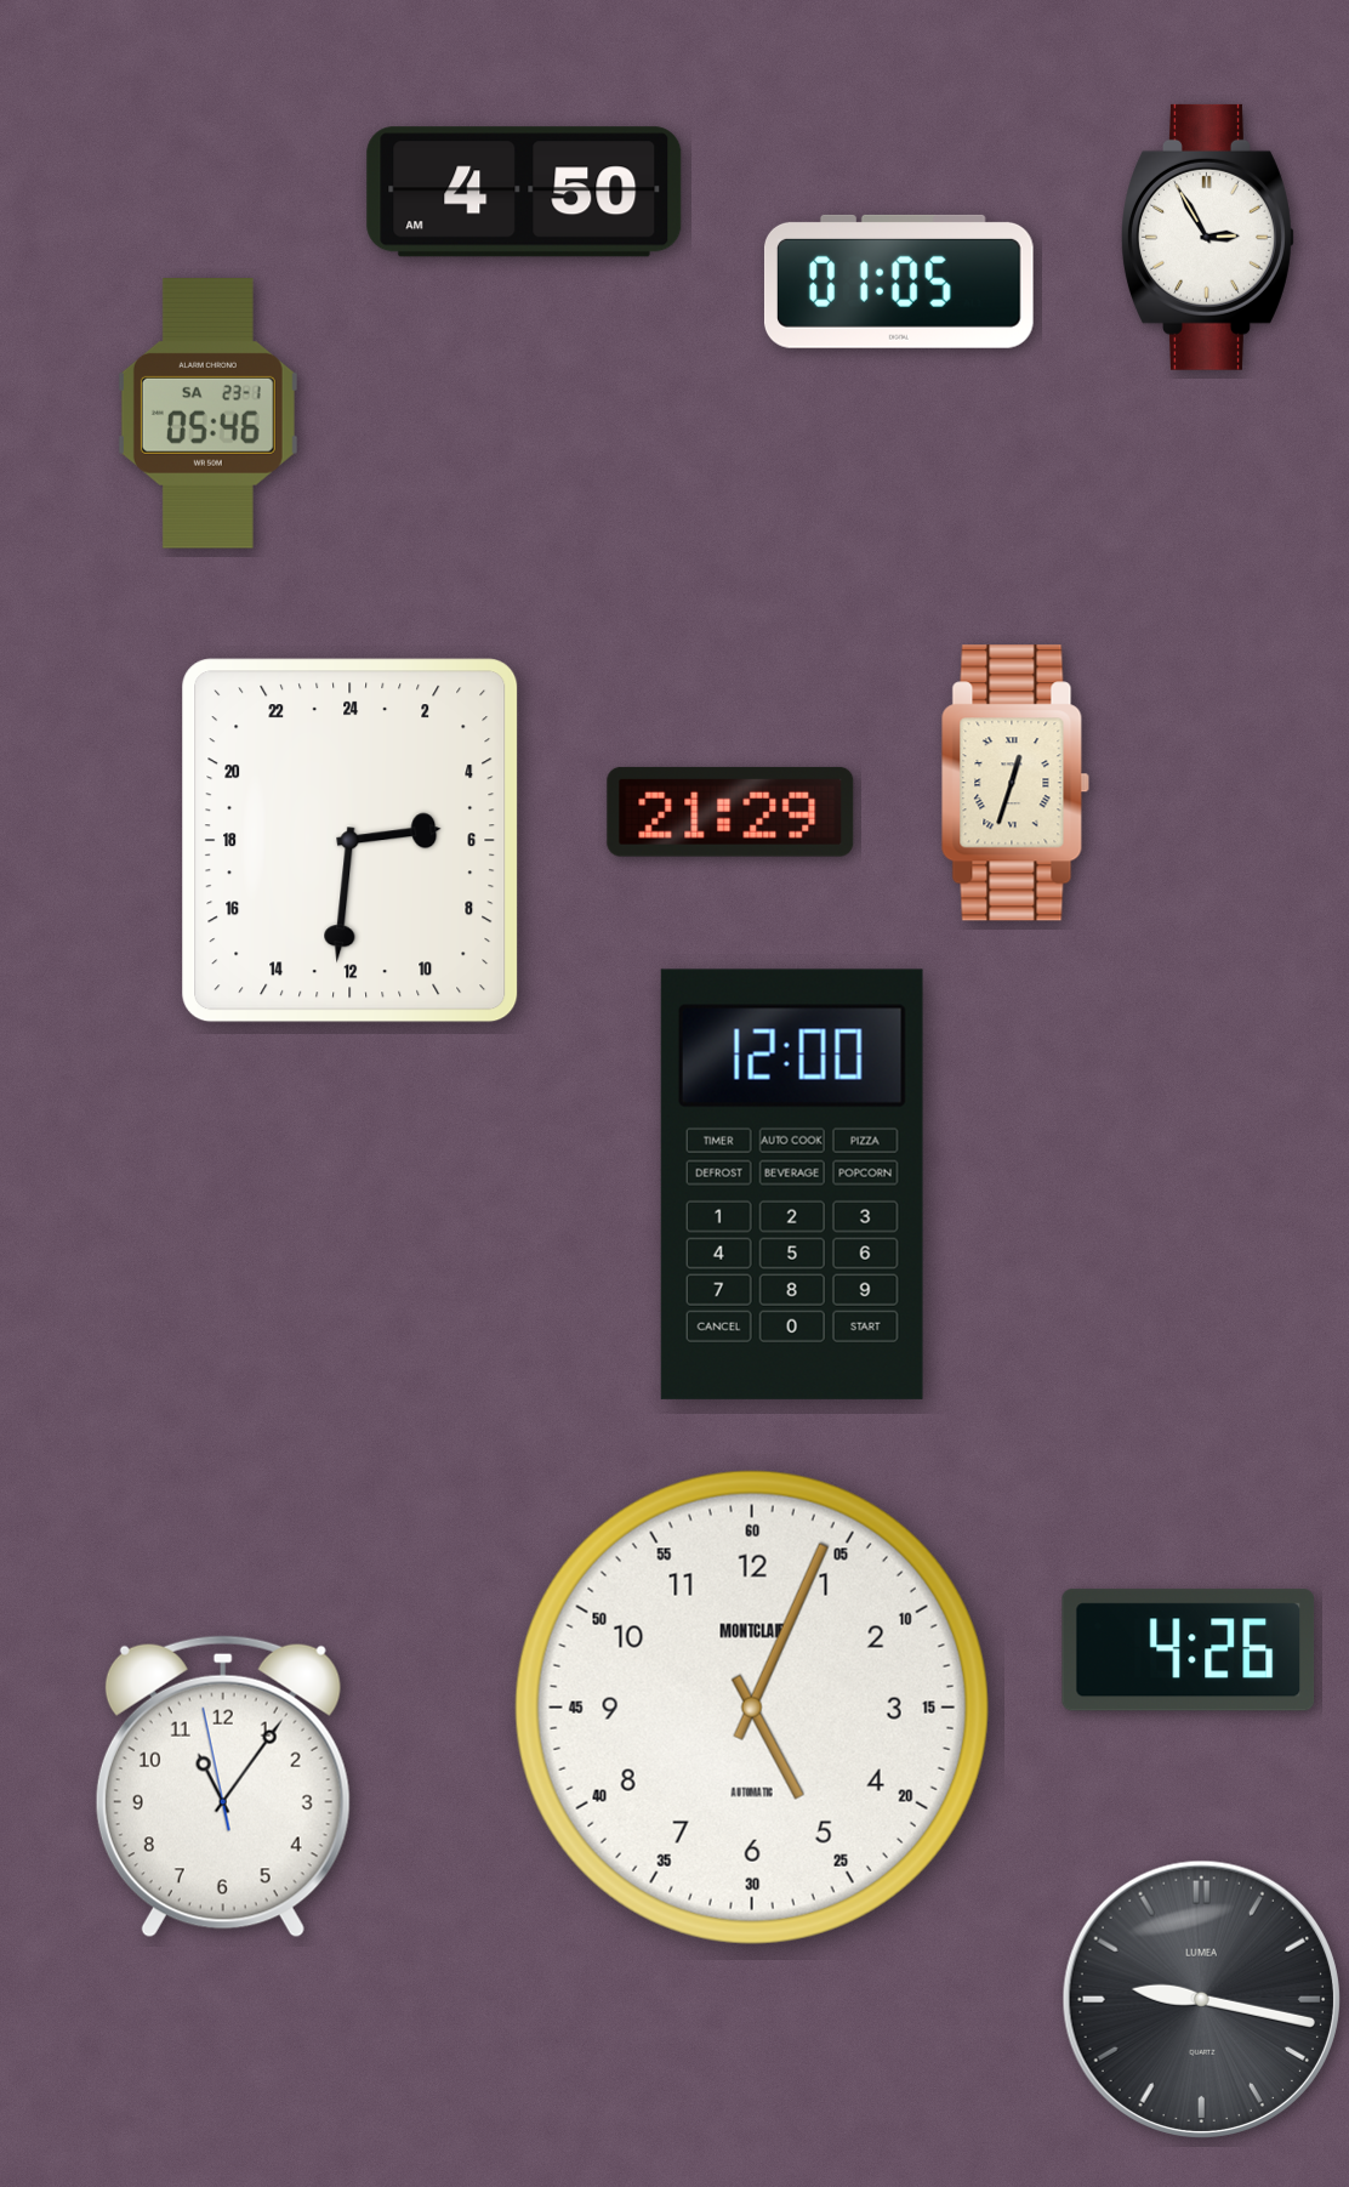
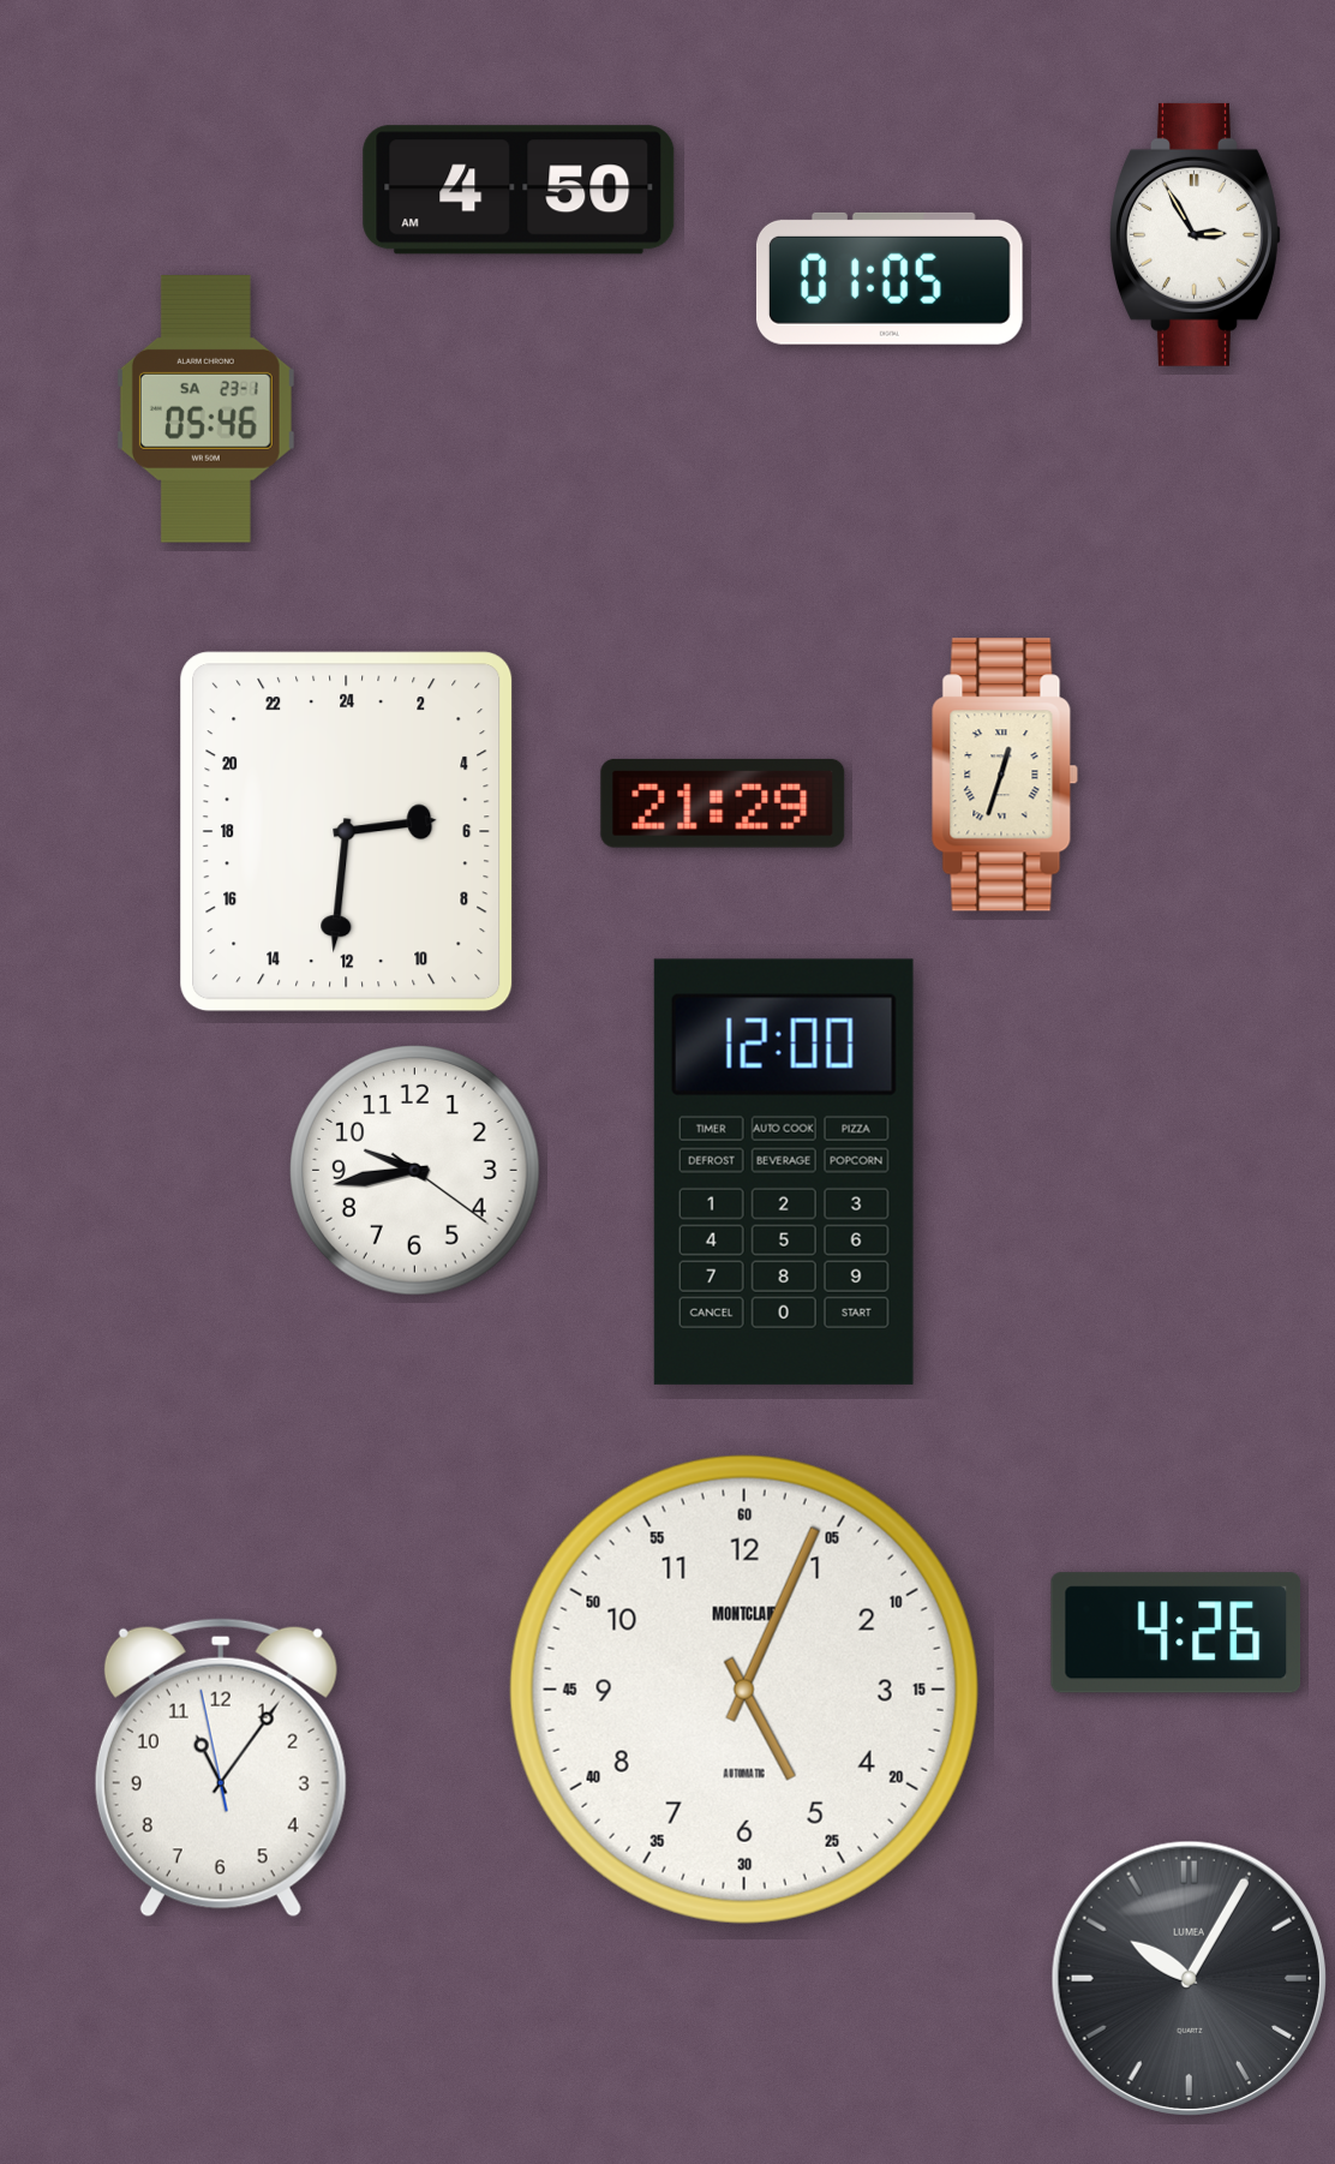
clock at (415, 1171): none -> 9:43
clock at (1201, 1999): 9:17 -> 10:05
